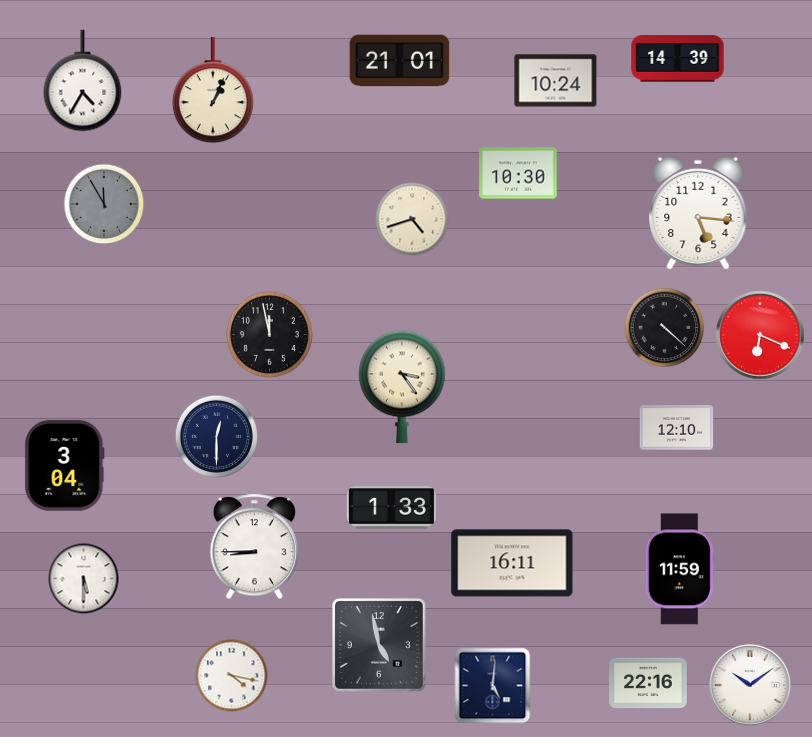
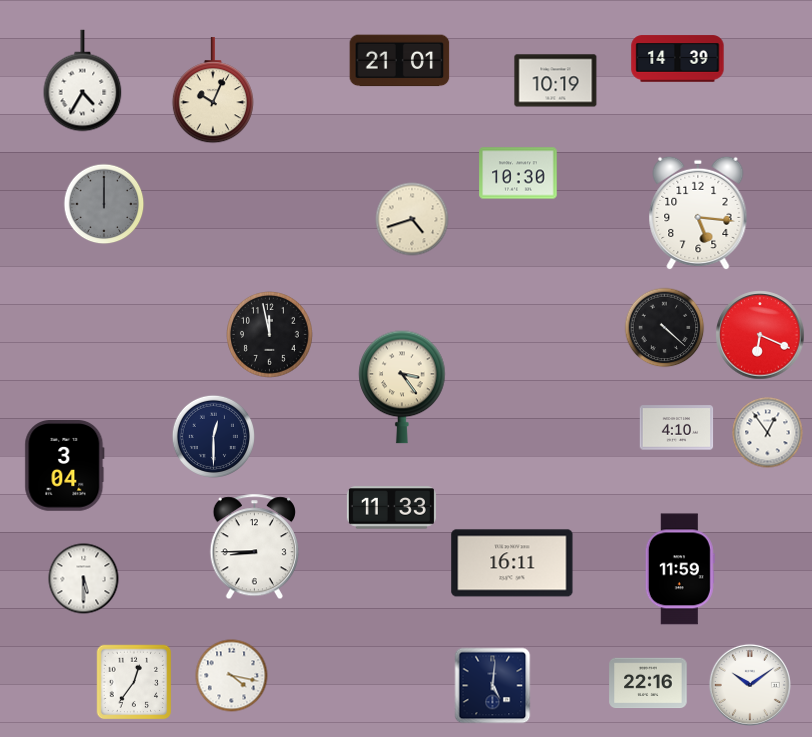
clock at (556, 81): 10:24 -> 10:19
clock at (213, 91): 1:04 -> 10:04
clock at (104, 204): 11:55 -> 12:00
clock at (677, 428): 12:10 -> 4:10
clock at (768, 433): none -> 12:54
clock at (216, 436) position: (216, 436) -> (213, 436)
clock at (391, 508): 1:33 -> 11:33
clock at (379, 645): 4:58 -> none
clock at (134, 682): none -> 12:36
